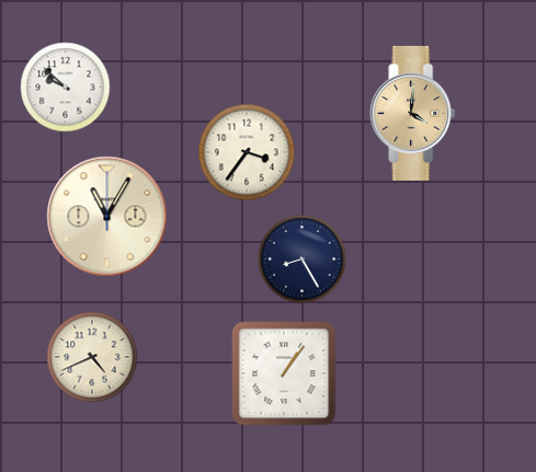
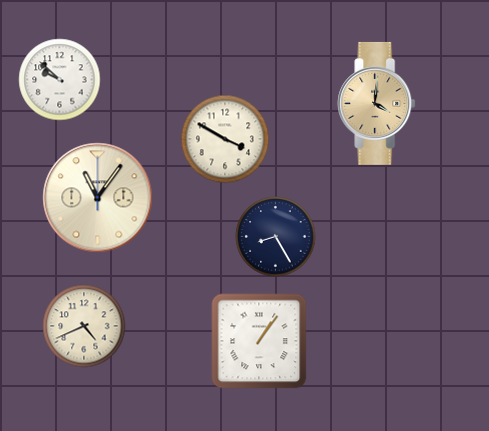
clock at (247, 152): 3:36 -> 3:50
clock at (107, 217): 11:05 -> 11:06
